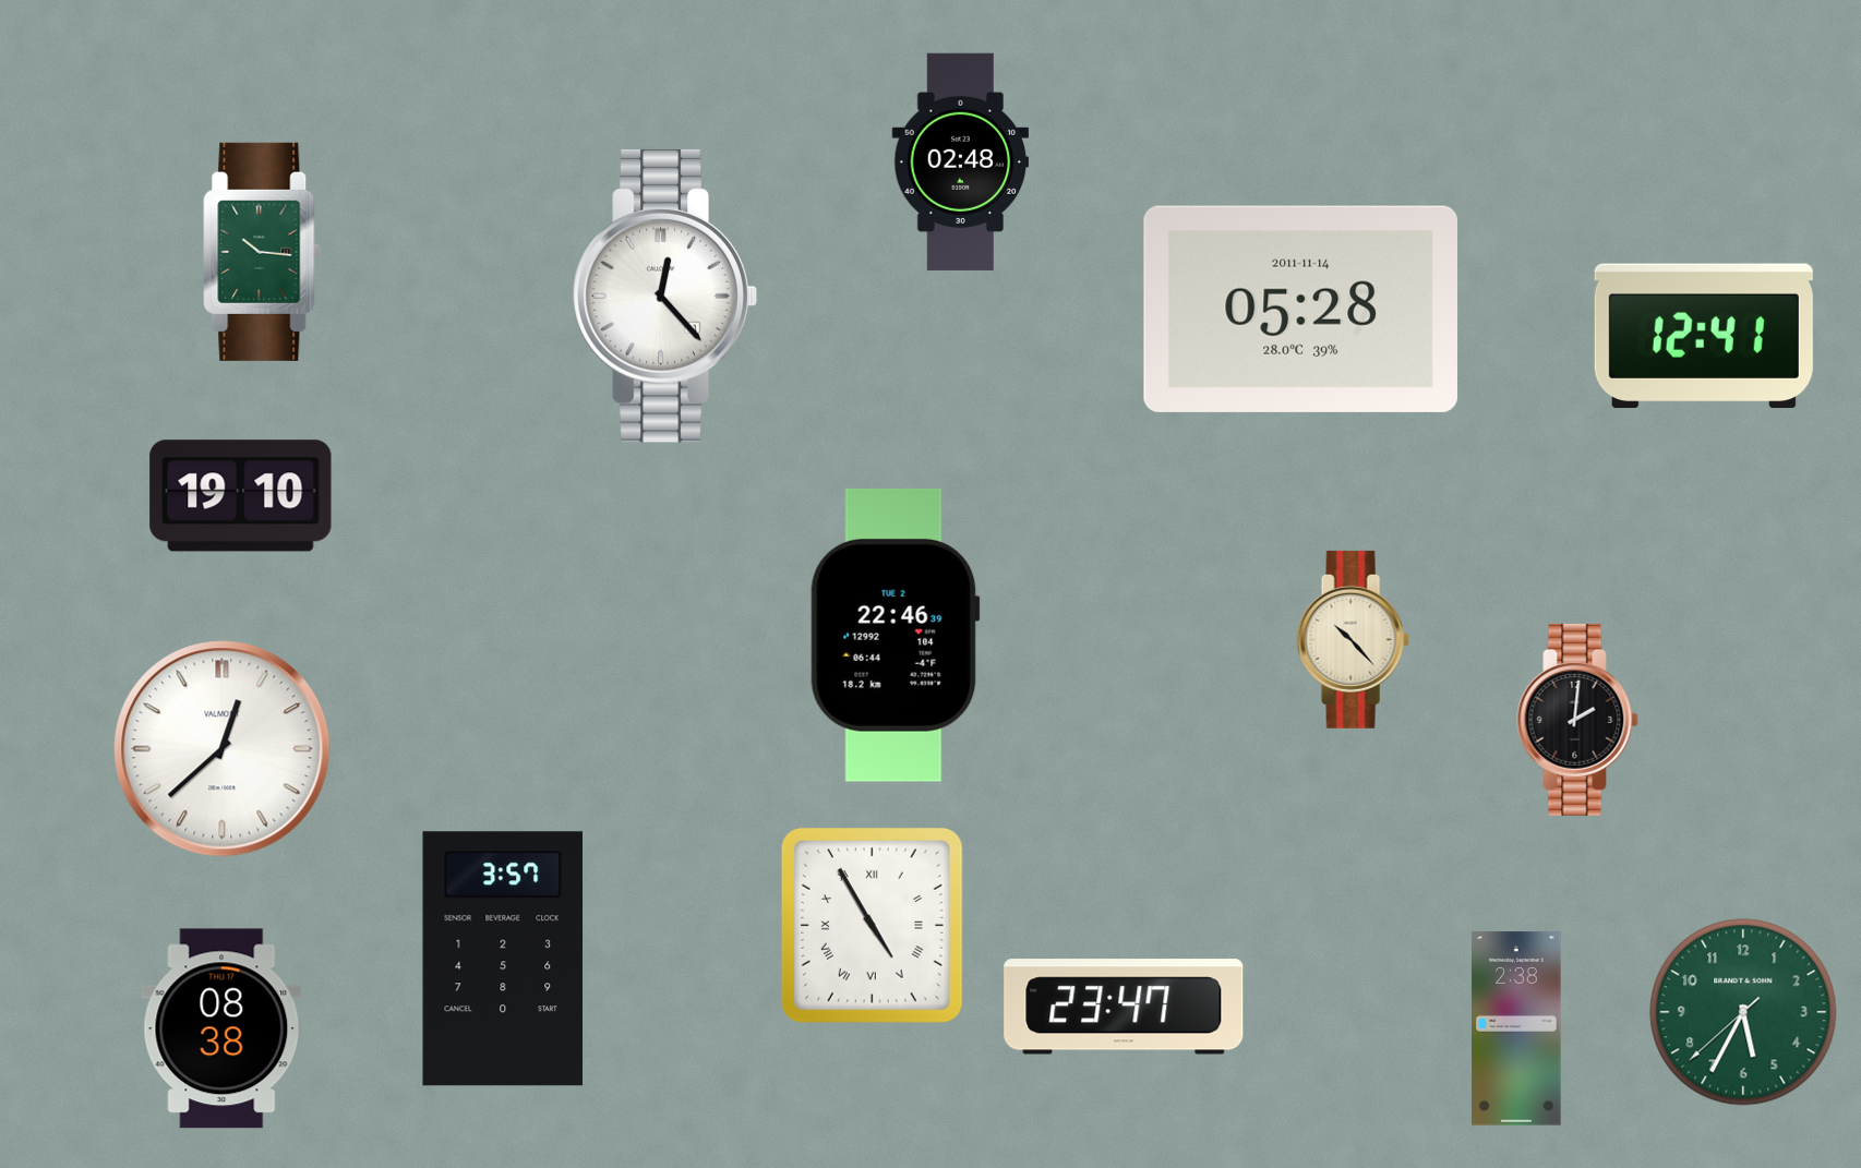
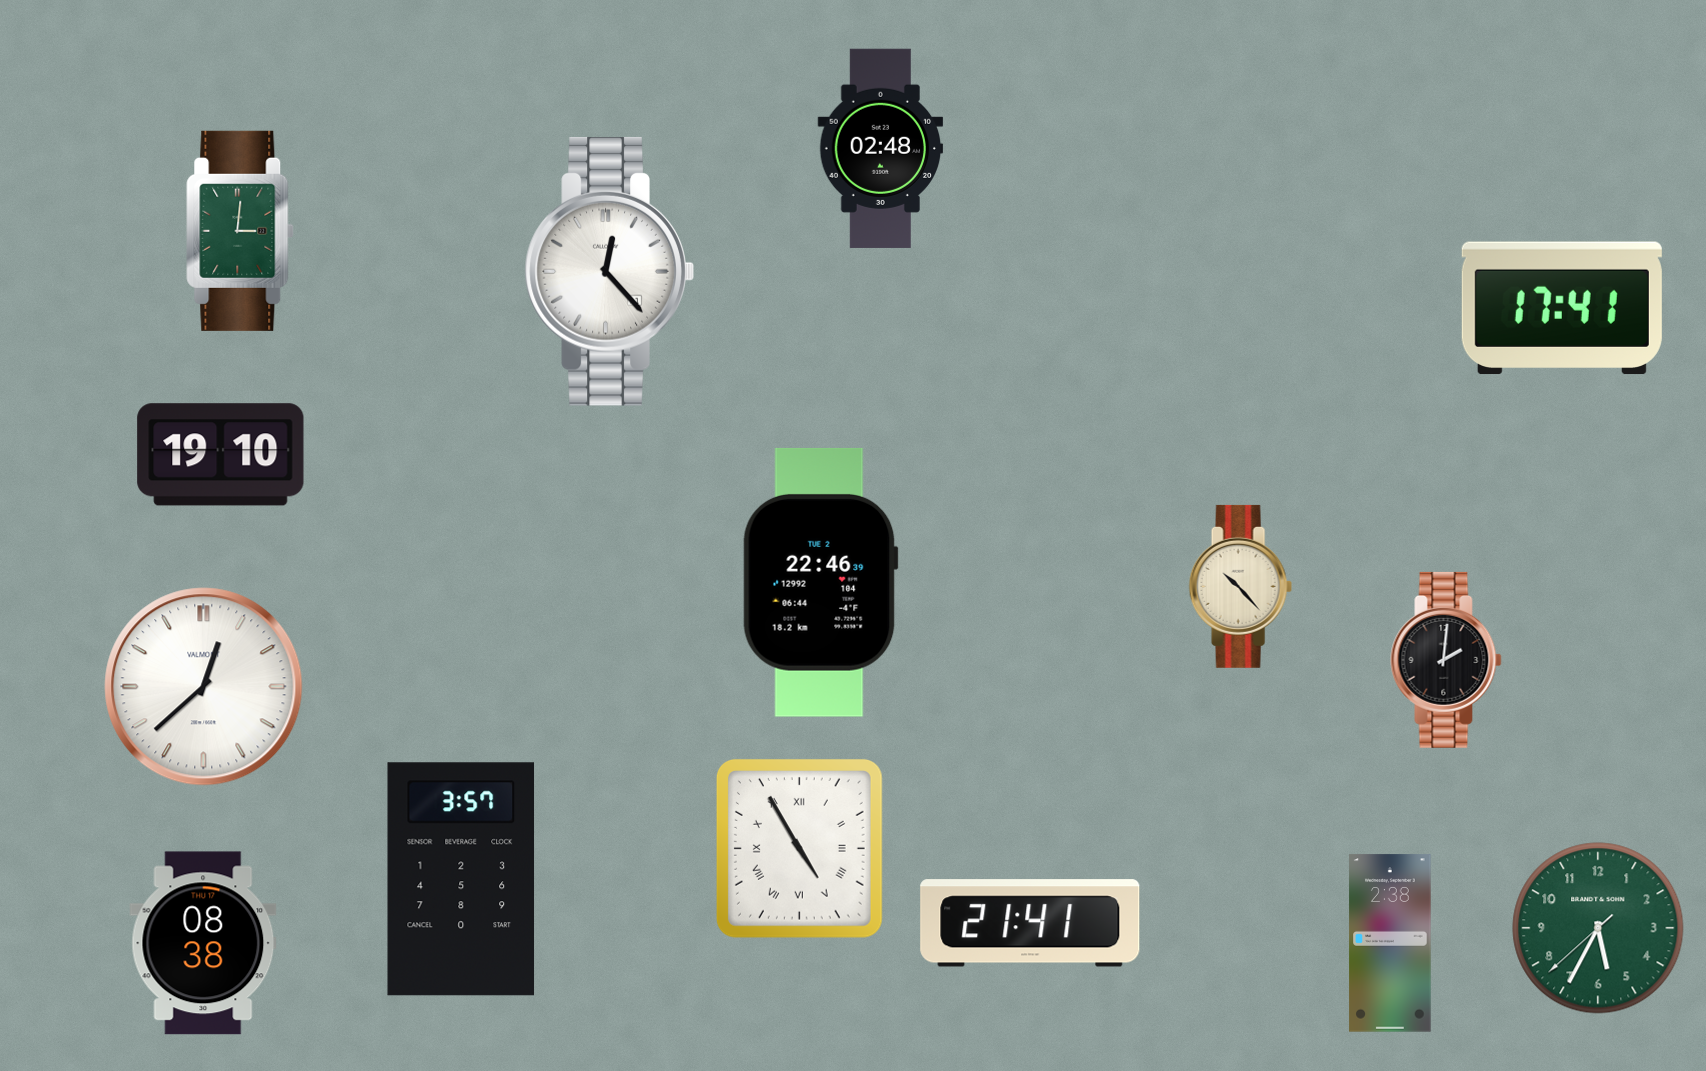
clock at (262, 252): 10:16 -> 3:01
clock at (1300, 309): 05:28 -> none
clock at (1704, 336): 12:41 -> 17:41
clock at (1124, 1007): 23:47 -> 21:41
